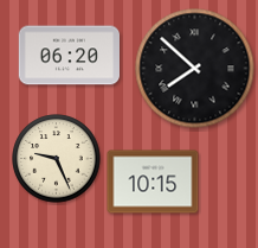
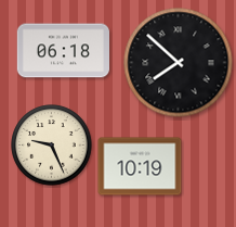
clock at (69, 56): 06:20 -> 06:18
clock at (153, 182): 10:15 -> 10:19
